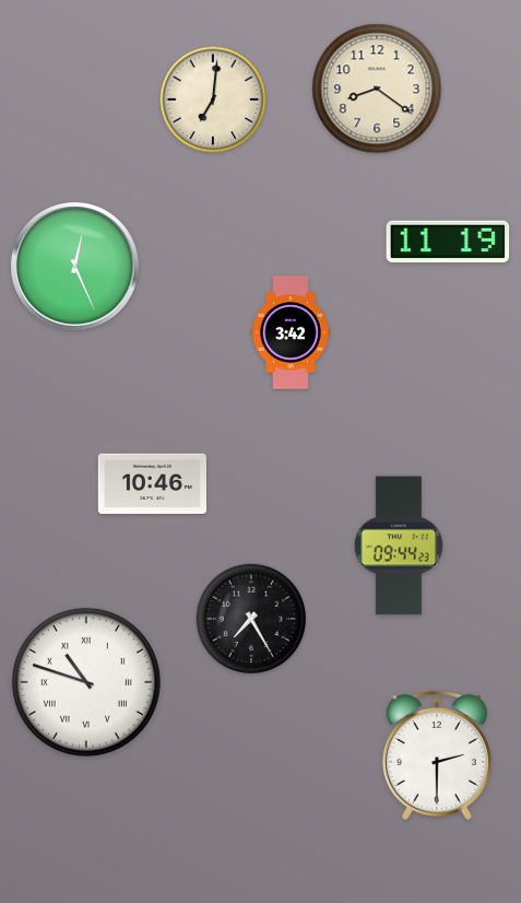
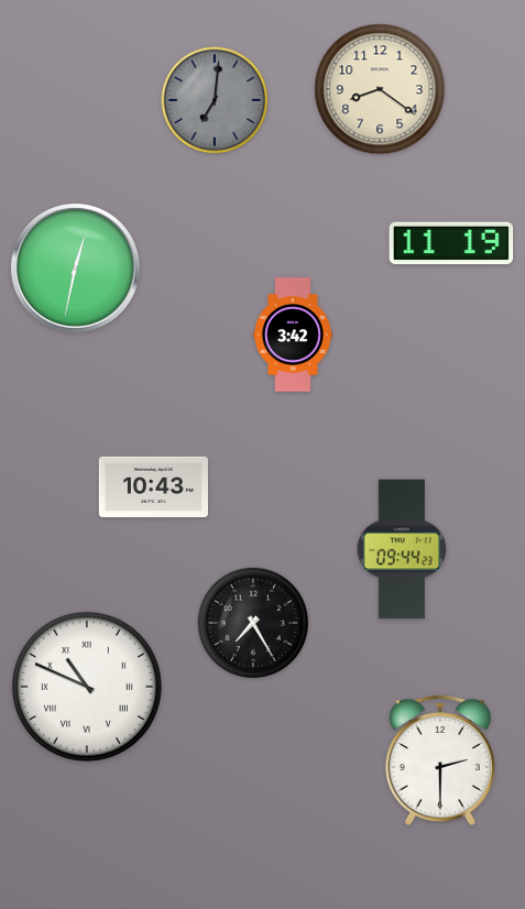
clock at (213, 99) dial: cream -> grey
clock at (75, 267): 12:26 -> 12:32
clock at (152, 483): 10:46 -> 10:43
clock at (86, 682): 10:48 -> 10:49
